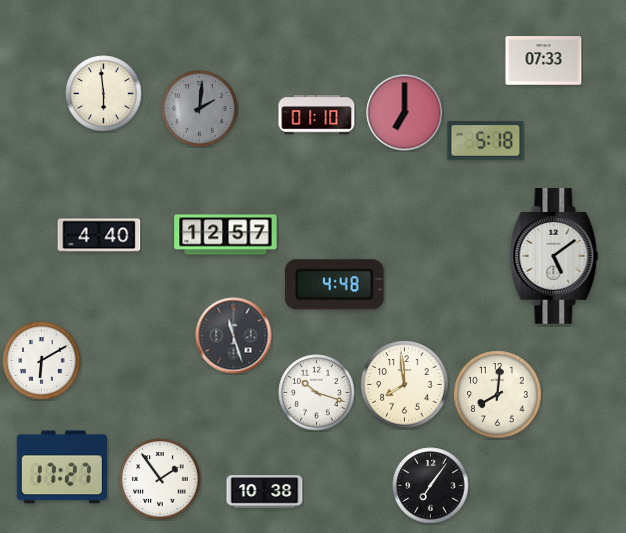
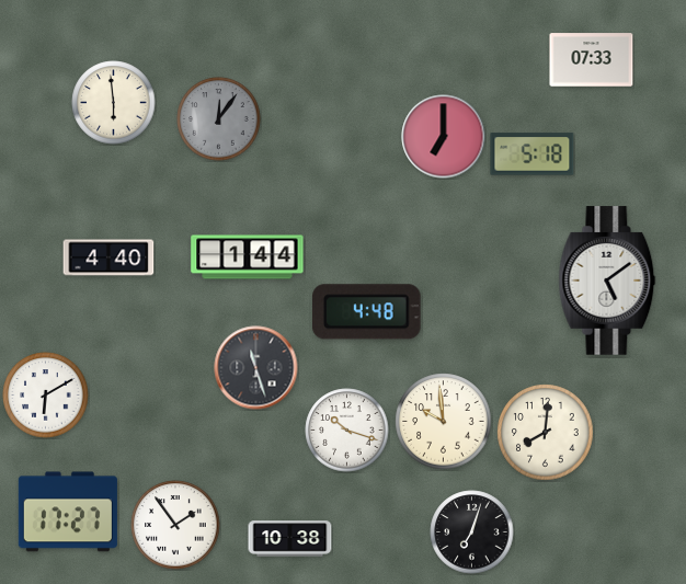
clock at (544, 61) position: (544, 61) -> (592, 60)
clock at (200, 109): 2:01 -> 12:06
clock at (405, 113) position: (405, 113) -> (444, 137)
clock at (317, 115): 01:10 -> none
clock at (226, 235): 12:57 -> 1:44
clock at (405, 385): 7:59 -> 9:59
clock at (431, 486): 7:06 -> 7:03
